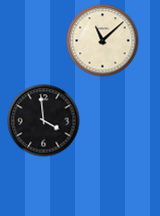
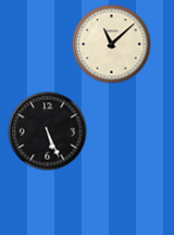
clock at (44, 121): 3:59 -> 5:26
